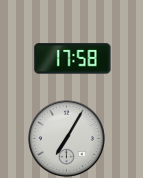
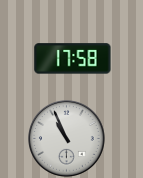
clock at (67, 139): 7:05 -> 10:56
